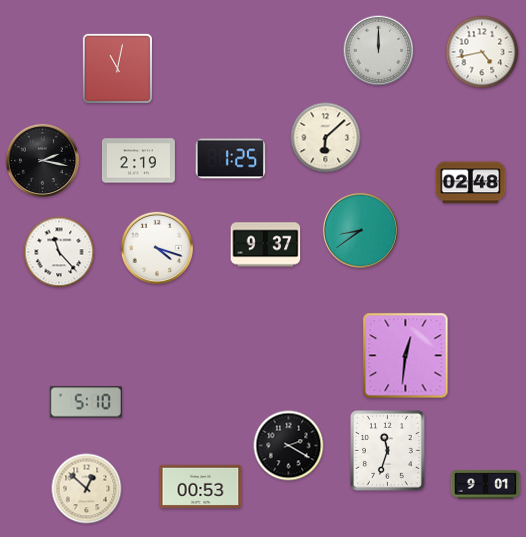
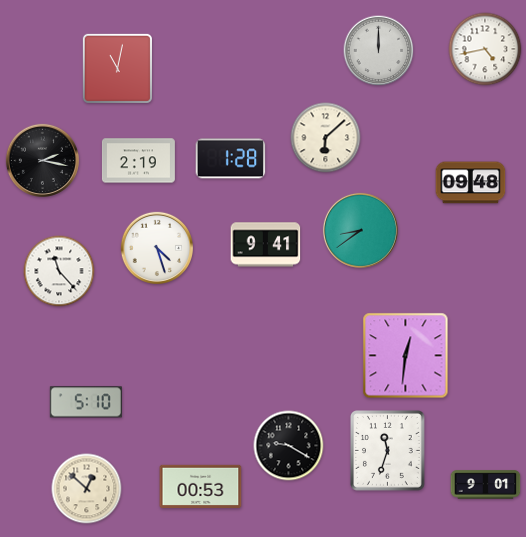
clock at (482, 52) position: (482, 52) -> (485, 49)
clock at (231, 159): 1:25 -> 1:28
clock at (471, 183): 02:48 -> 09:48
clock at (266, 245): 9:37 -> 9:41
clock at (156, 247): 4:18 -> 4:27
clock at (59, 252) position: (59, 252) -> (59, 271)
clock at (289, 446): 2:20 -> 9:20
